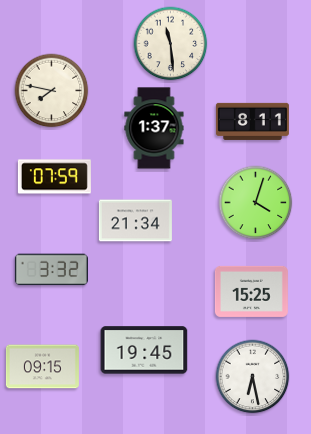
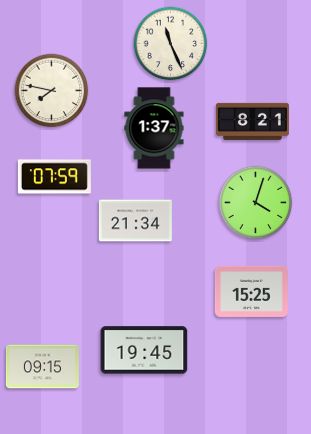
clock at (171, 44): 11:29 -> 11:26
clock at (252, 121): 8:11 -> 8:21
clock at (51, 270): 3:32 -> none
clock at (253, 377): 6:28 -> none
